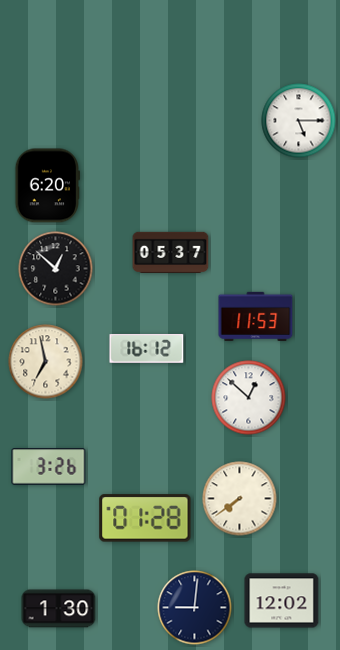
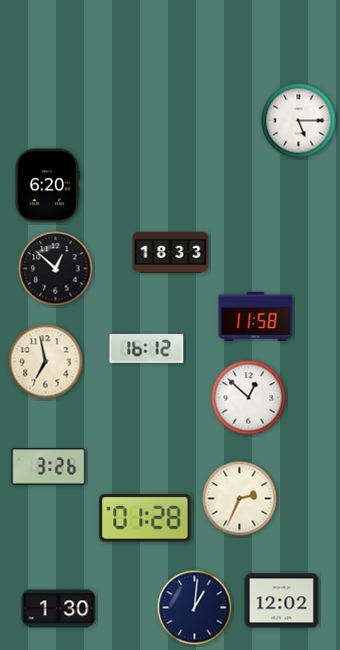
clock at (171, 252): 05:37 -> 18:33
clock at (256, 316): 11:53 -> 11:58
clock at (240, 499): 7:39 -> 2:34
clock at (195, 608): 9:01 -> 1:01
